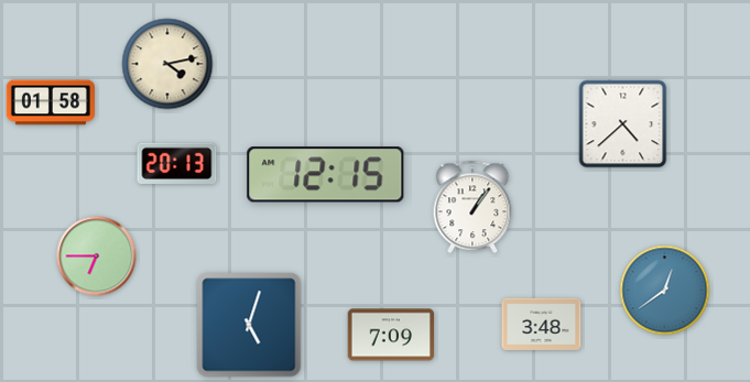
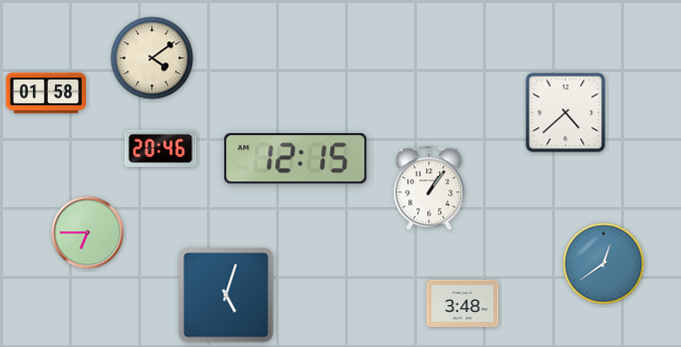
clock at (167, 64): 4:13 -> 4:09
clock at (177, 163): 20:13 -> 20:46
clock at (542, 324) position: (542, 324) -> (463, 303)
clock at (391, 335): 7:09 -> none
